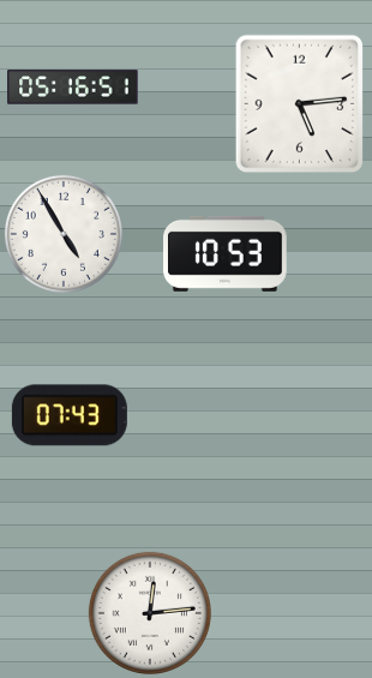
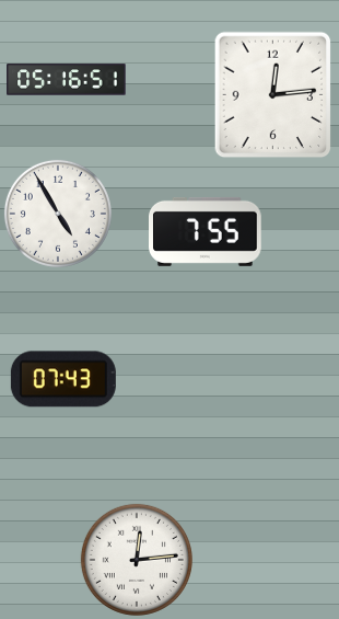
clock at (300, 103): 5:14 -> 12:14
clock at (226, 253): 10:53 -> 7:55
